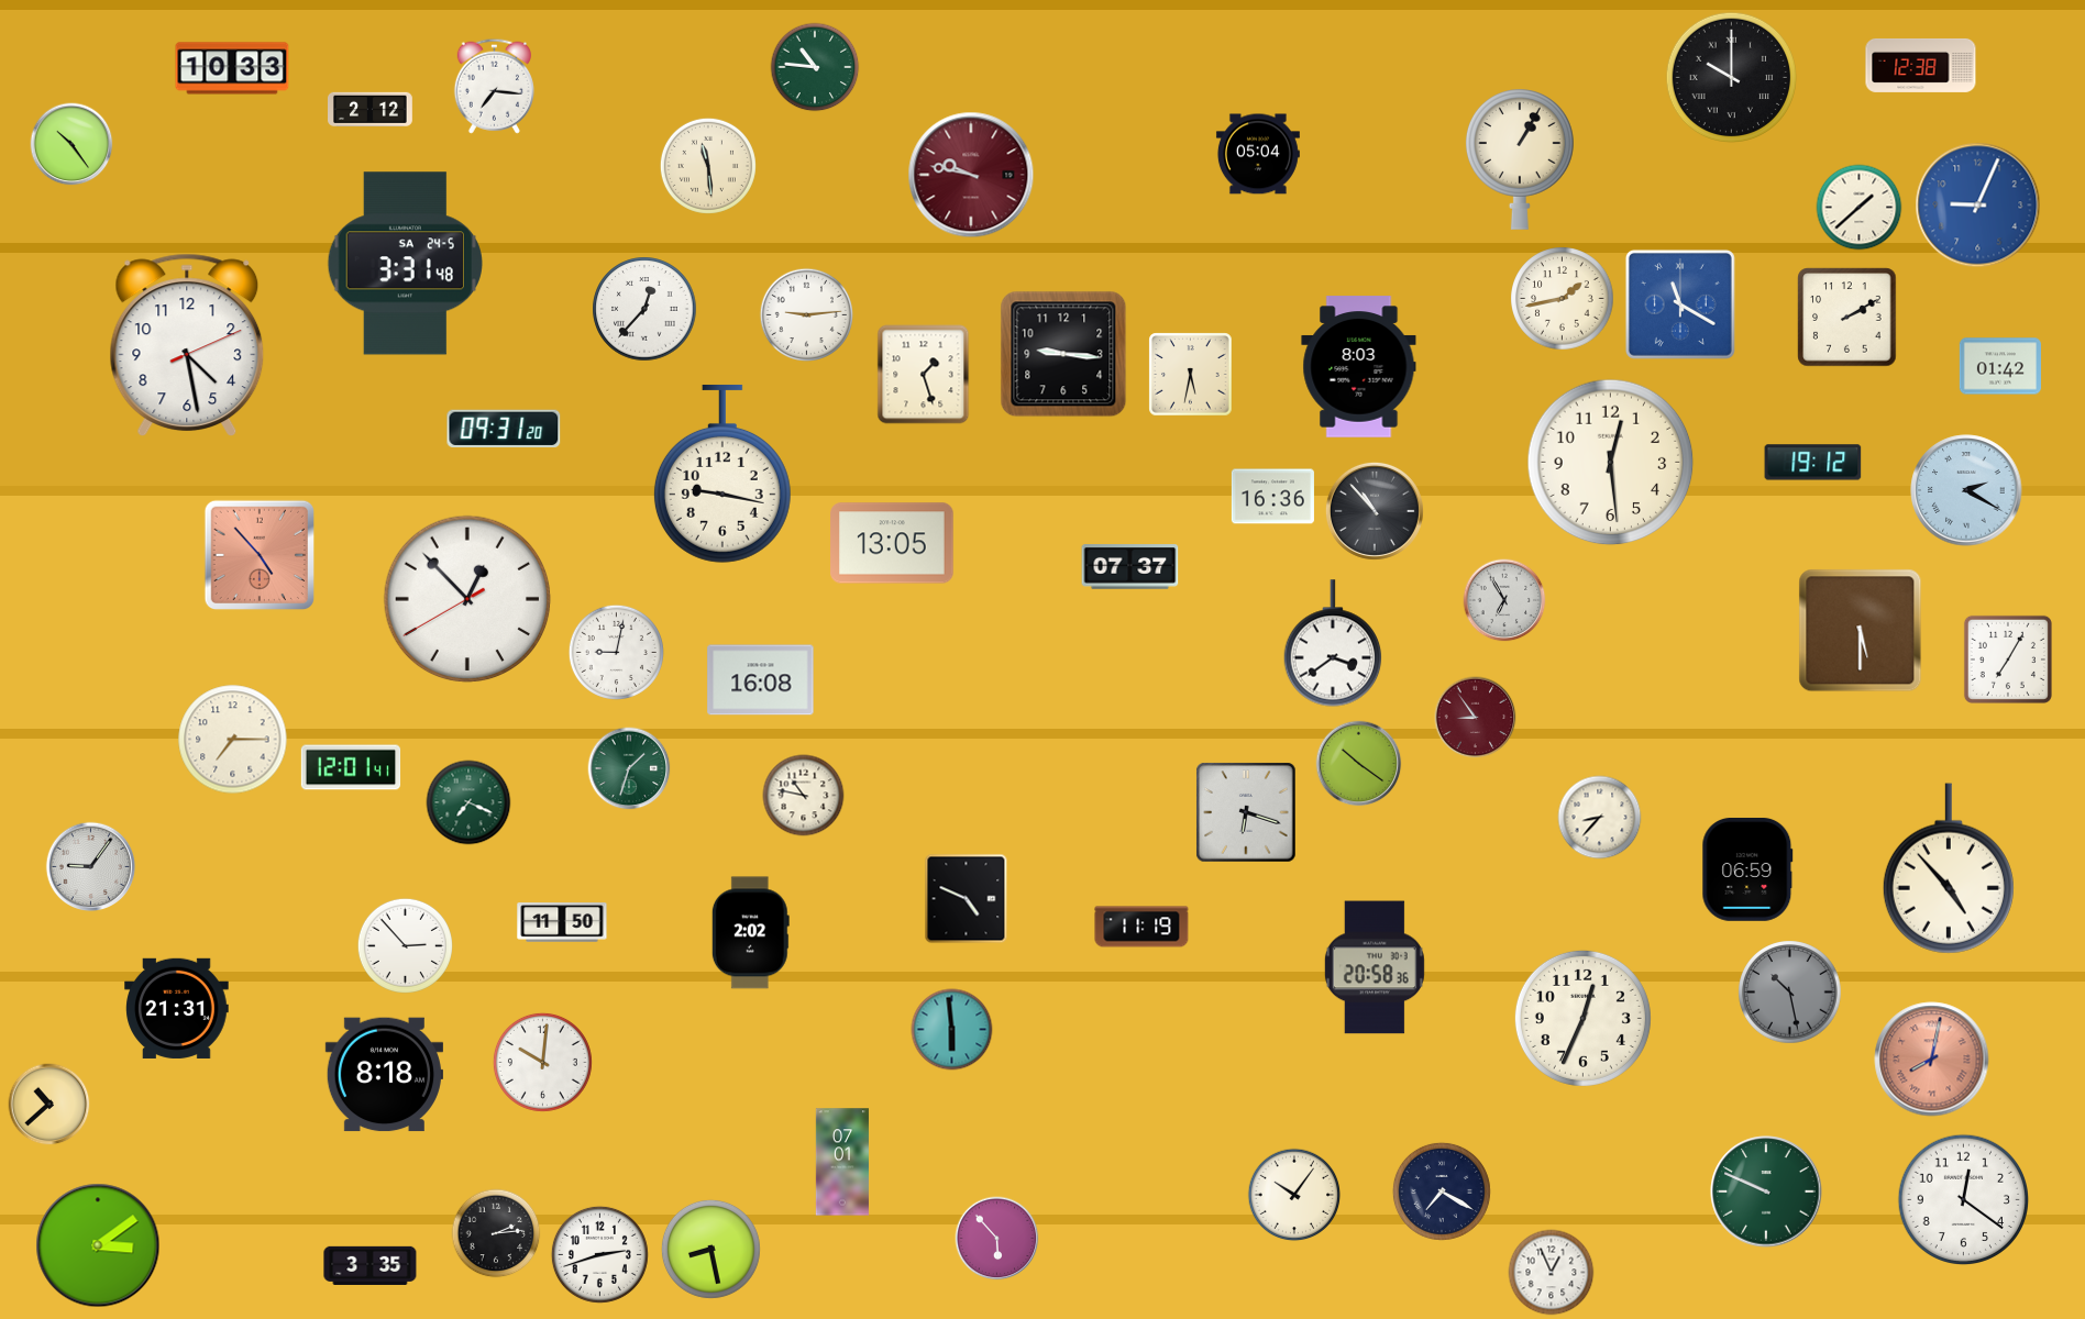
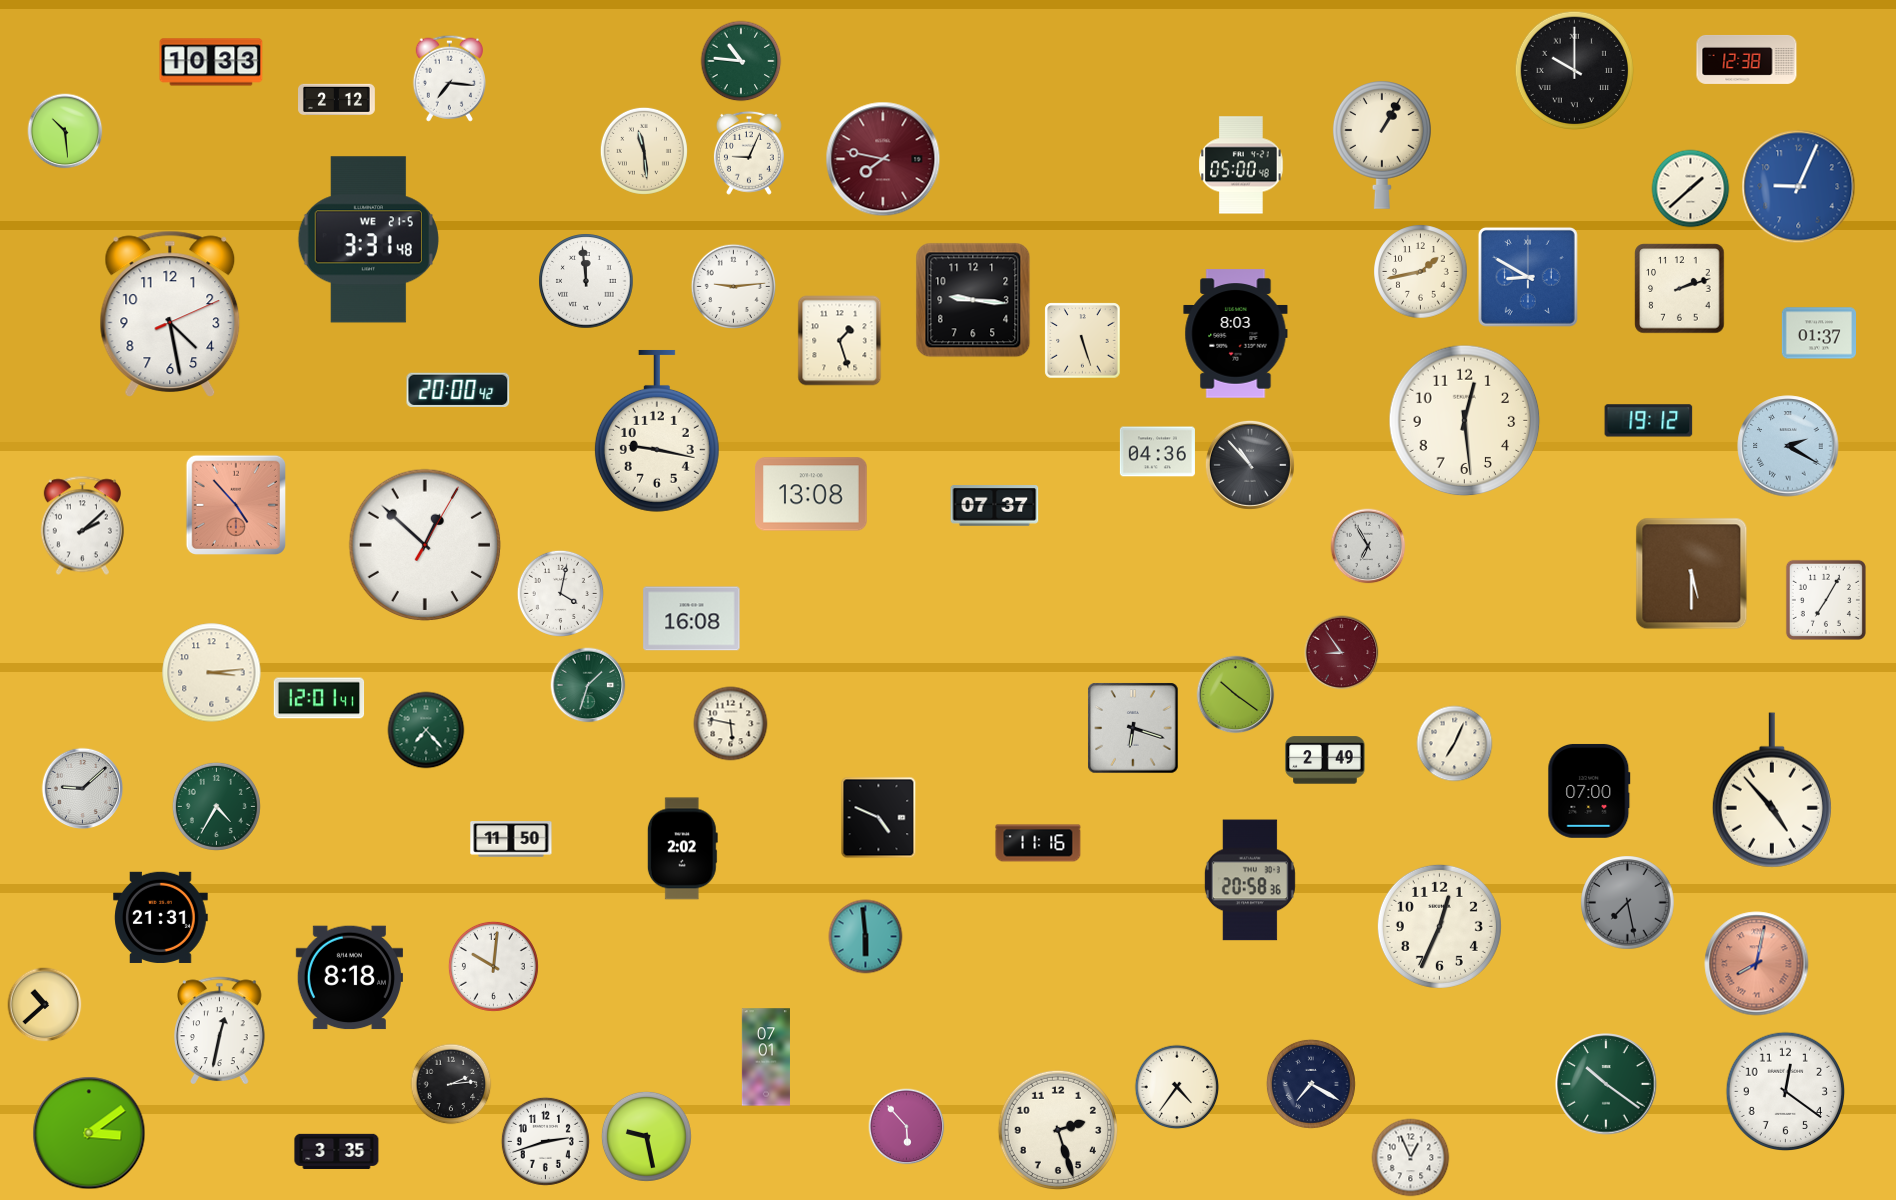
clock at (71, 144): 10:24 -> 10:29
clock at (1258, 154): 05:04 -> none
clock at (749, 153): none -> 9:04
clock at (971, 175): 9:47 -> 7:47
clock at (1241, 165): none -> 05:00
clock at (405, 264) date: SA 24-5 -> WE 21-5
clock at (1680, 304): 11:20 -> 8:50
clock at (644, 309): 12:37 -> 11:59
clock at (1847, 318): 2:10 -> 2:12
clock at (1063, 354) position: (1063, 354) -> (973, 300)
clock at (1999, 366): 01:42 -> 01:37
clock at (1191, 375): 5:32 -> 5:27
clock at (504, 429): 09:31 -> 20:00
clock at (1272, 497): 16:36 -> 04:36
clock at (892, 543): 13:05 -> 13:08
clock at (1130, 567) position: (1130, 567) -> (995, 506)
clock at (82, 526): none -> 2:08
clock at (467, 599): 12:52:40 -> 12:52:05
clock at (1333, 643): 3:39 -> none
clock at (616, 652): 9:02 -> 4:02
clock at (233, 740): 7:15 -> 3:14
clock at (629, 768) position: (629, 768) -> (588, 685)
clock at (804, 796): 10:47 -> 5:47
clock at (468, 802): 7:19 -> 7:23
clock at (1246, 812) position: (1246, 812) -> (1133, 728)
clock at (1600, 818): 8:37 -> 7:04
clock at (1325, 760): none -> 2:49
clock at (91, 867): 9:06 -> 9:08
clock at (1747, 869): 06:59 -> 07:00
clock at (216, 806): none -> 4:35
clock at (1141, 927): 11:19 -> 11:16
clock at (405, 945): 2:53 -> none
clock at (1790, 993): 10:28 -> 7:28
clock at (220, 1030): none -> 12:32
clock at (1766, 1191): 9:49 -> 10:21
clock at (1294, 1195): 10:06 -> 4:36
clock at (496, 1233) position: (496, 1233) -> (451, 1084)
clock at (1057, 1129): none -> 2:27
clock at (710, 1249): 8:28 -> 9:28
